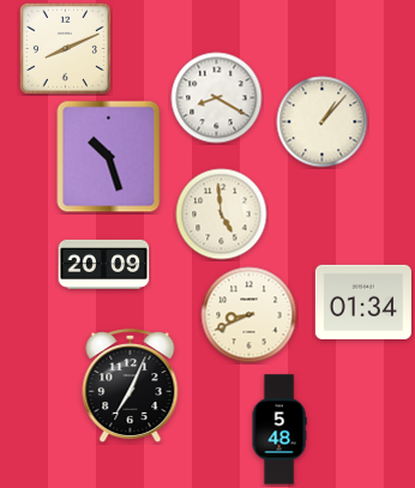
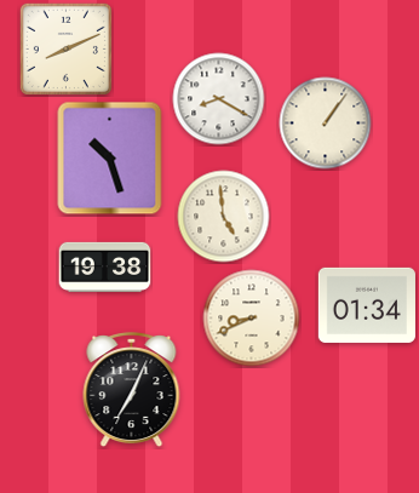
clock at (323, 122): 1:07 -> 1:06
clock at (104, 264): 20:09 -> 19:38
clock at (279, 429): 5:48 -> none
